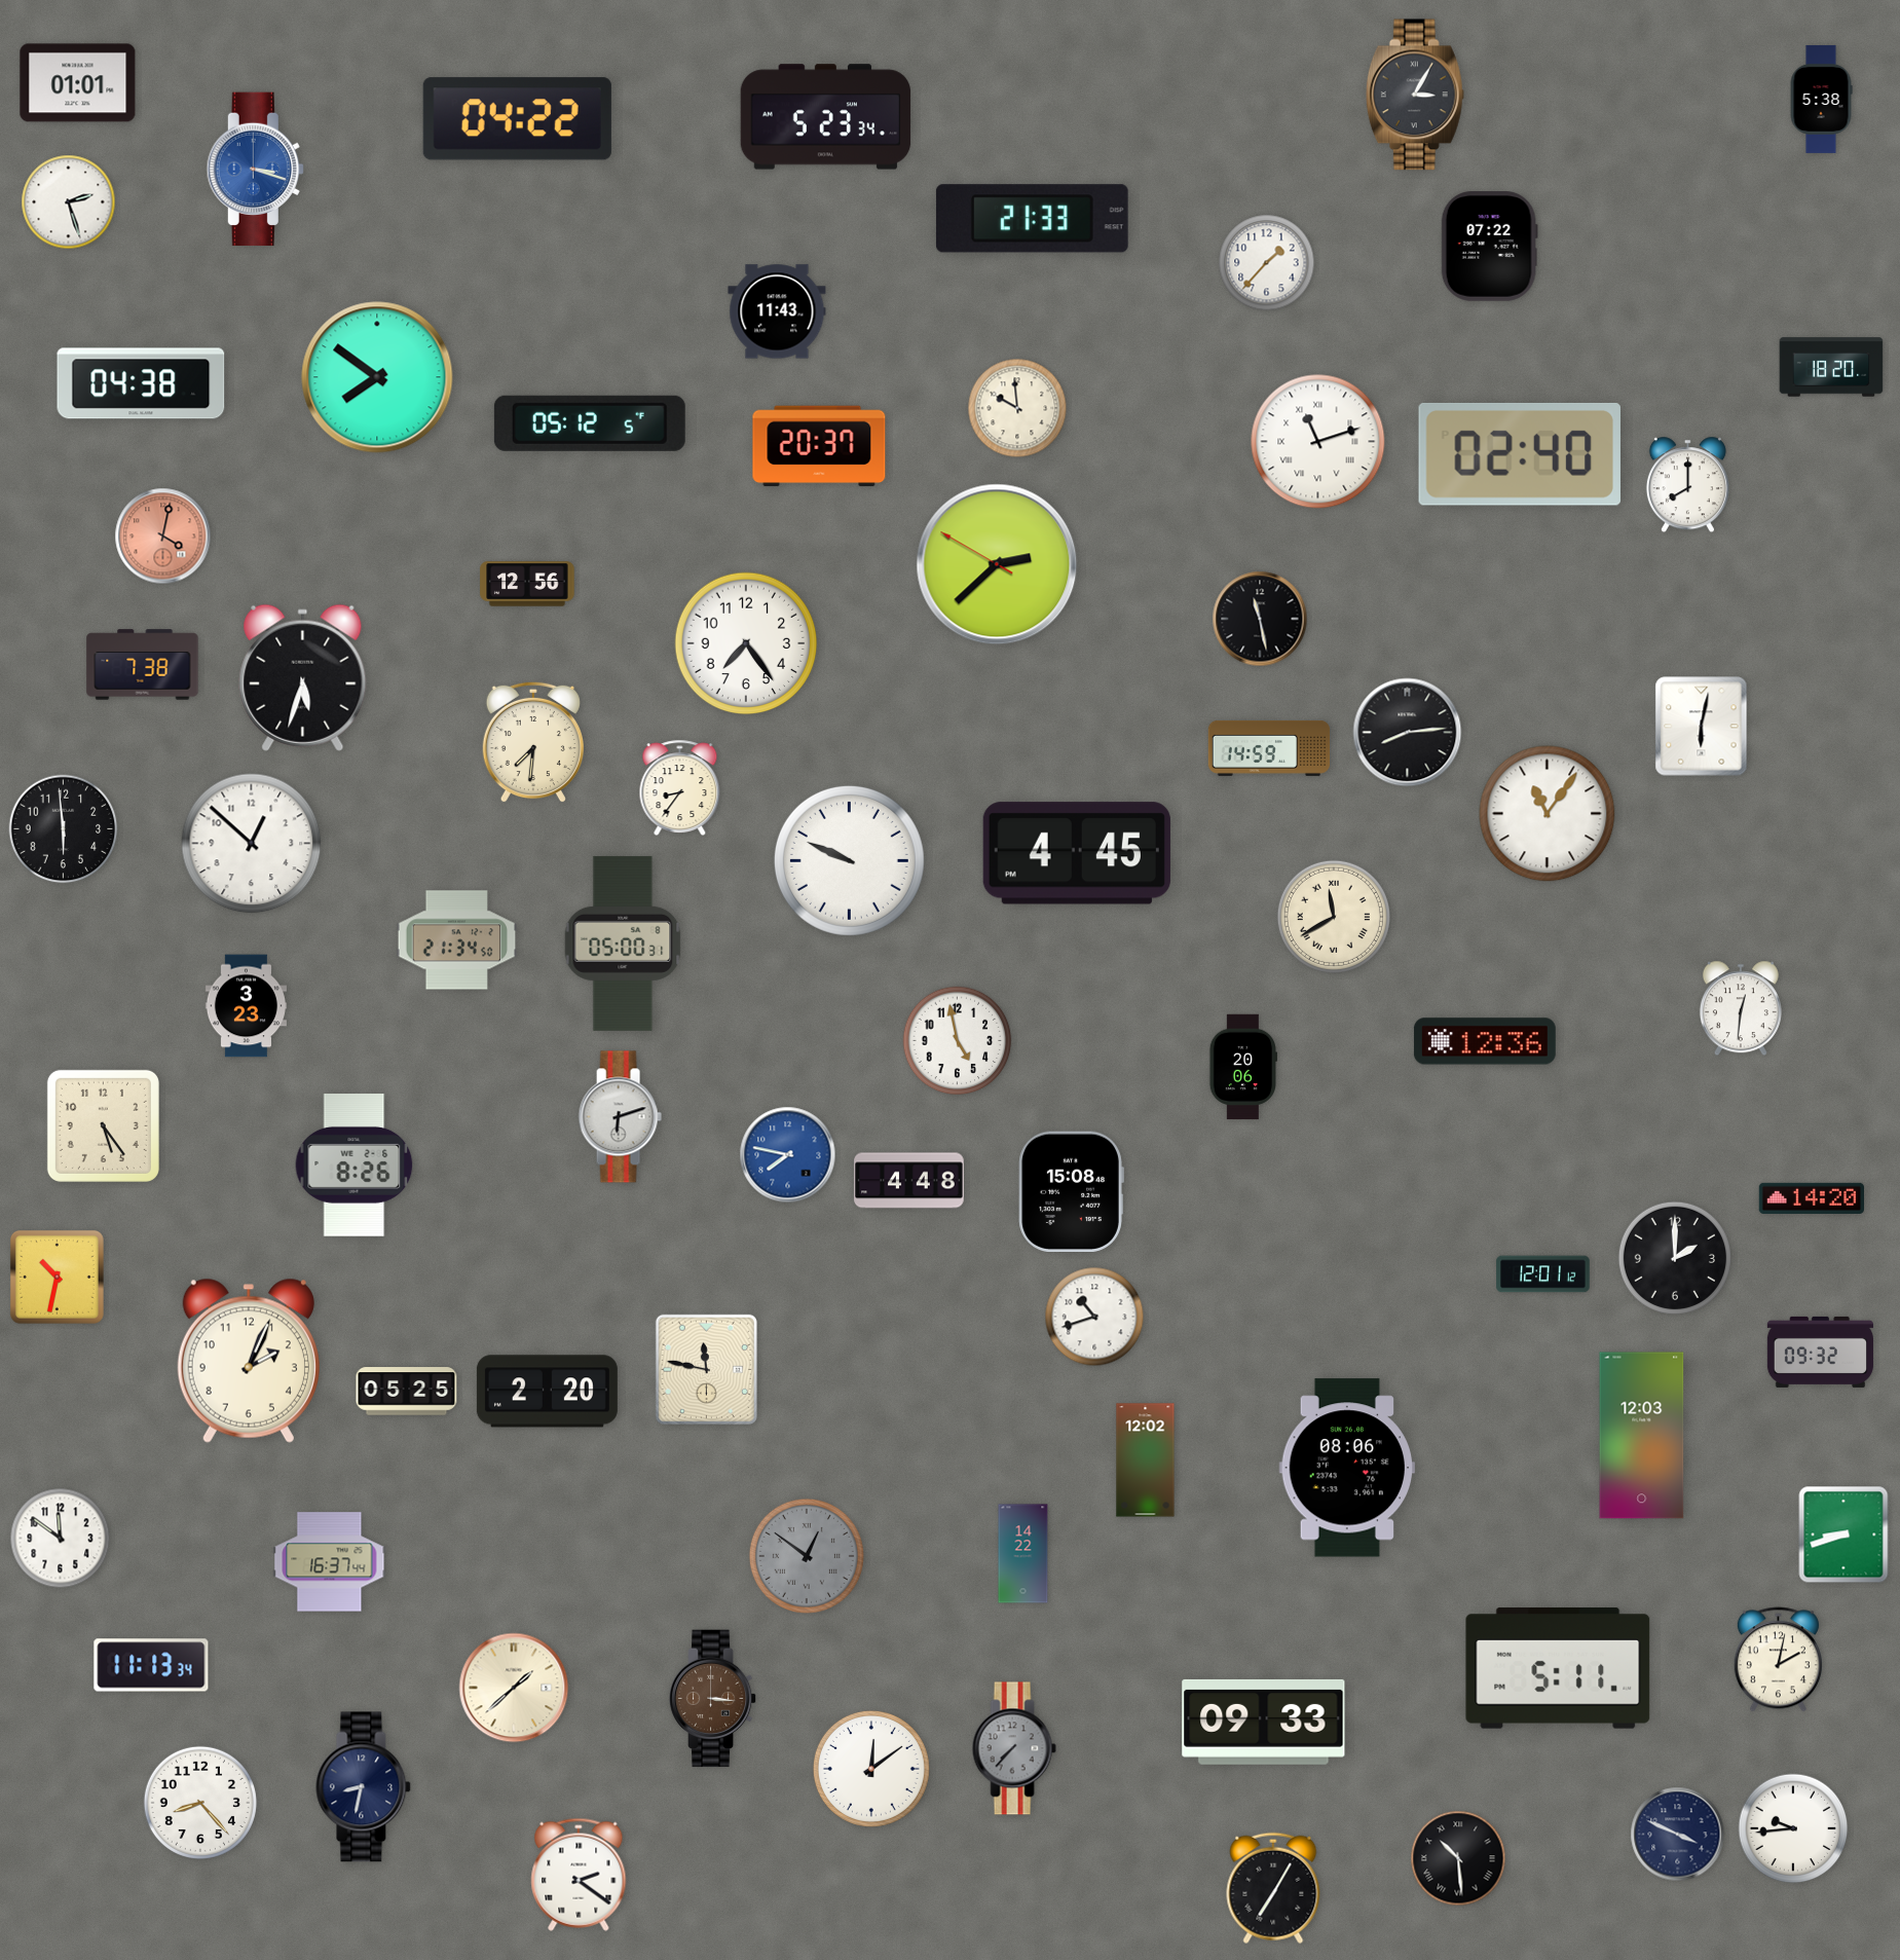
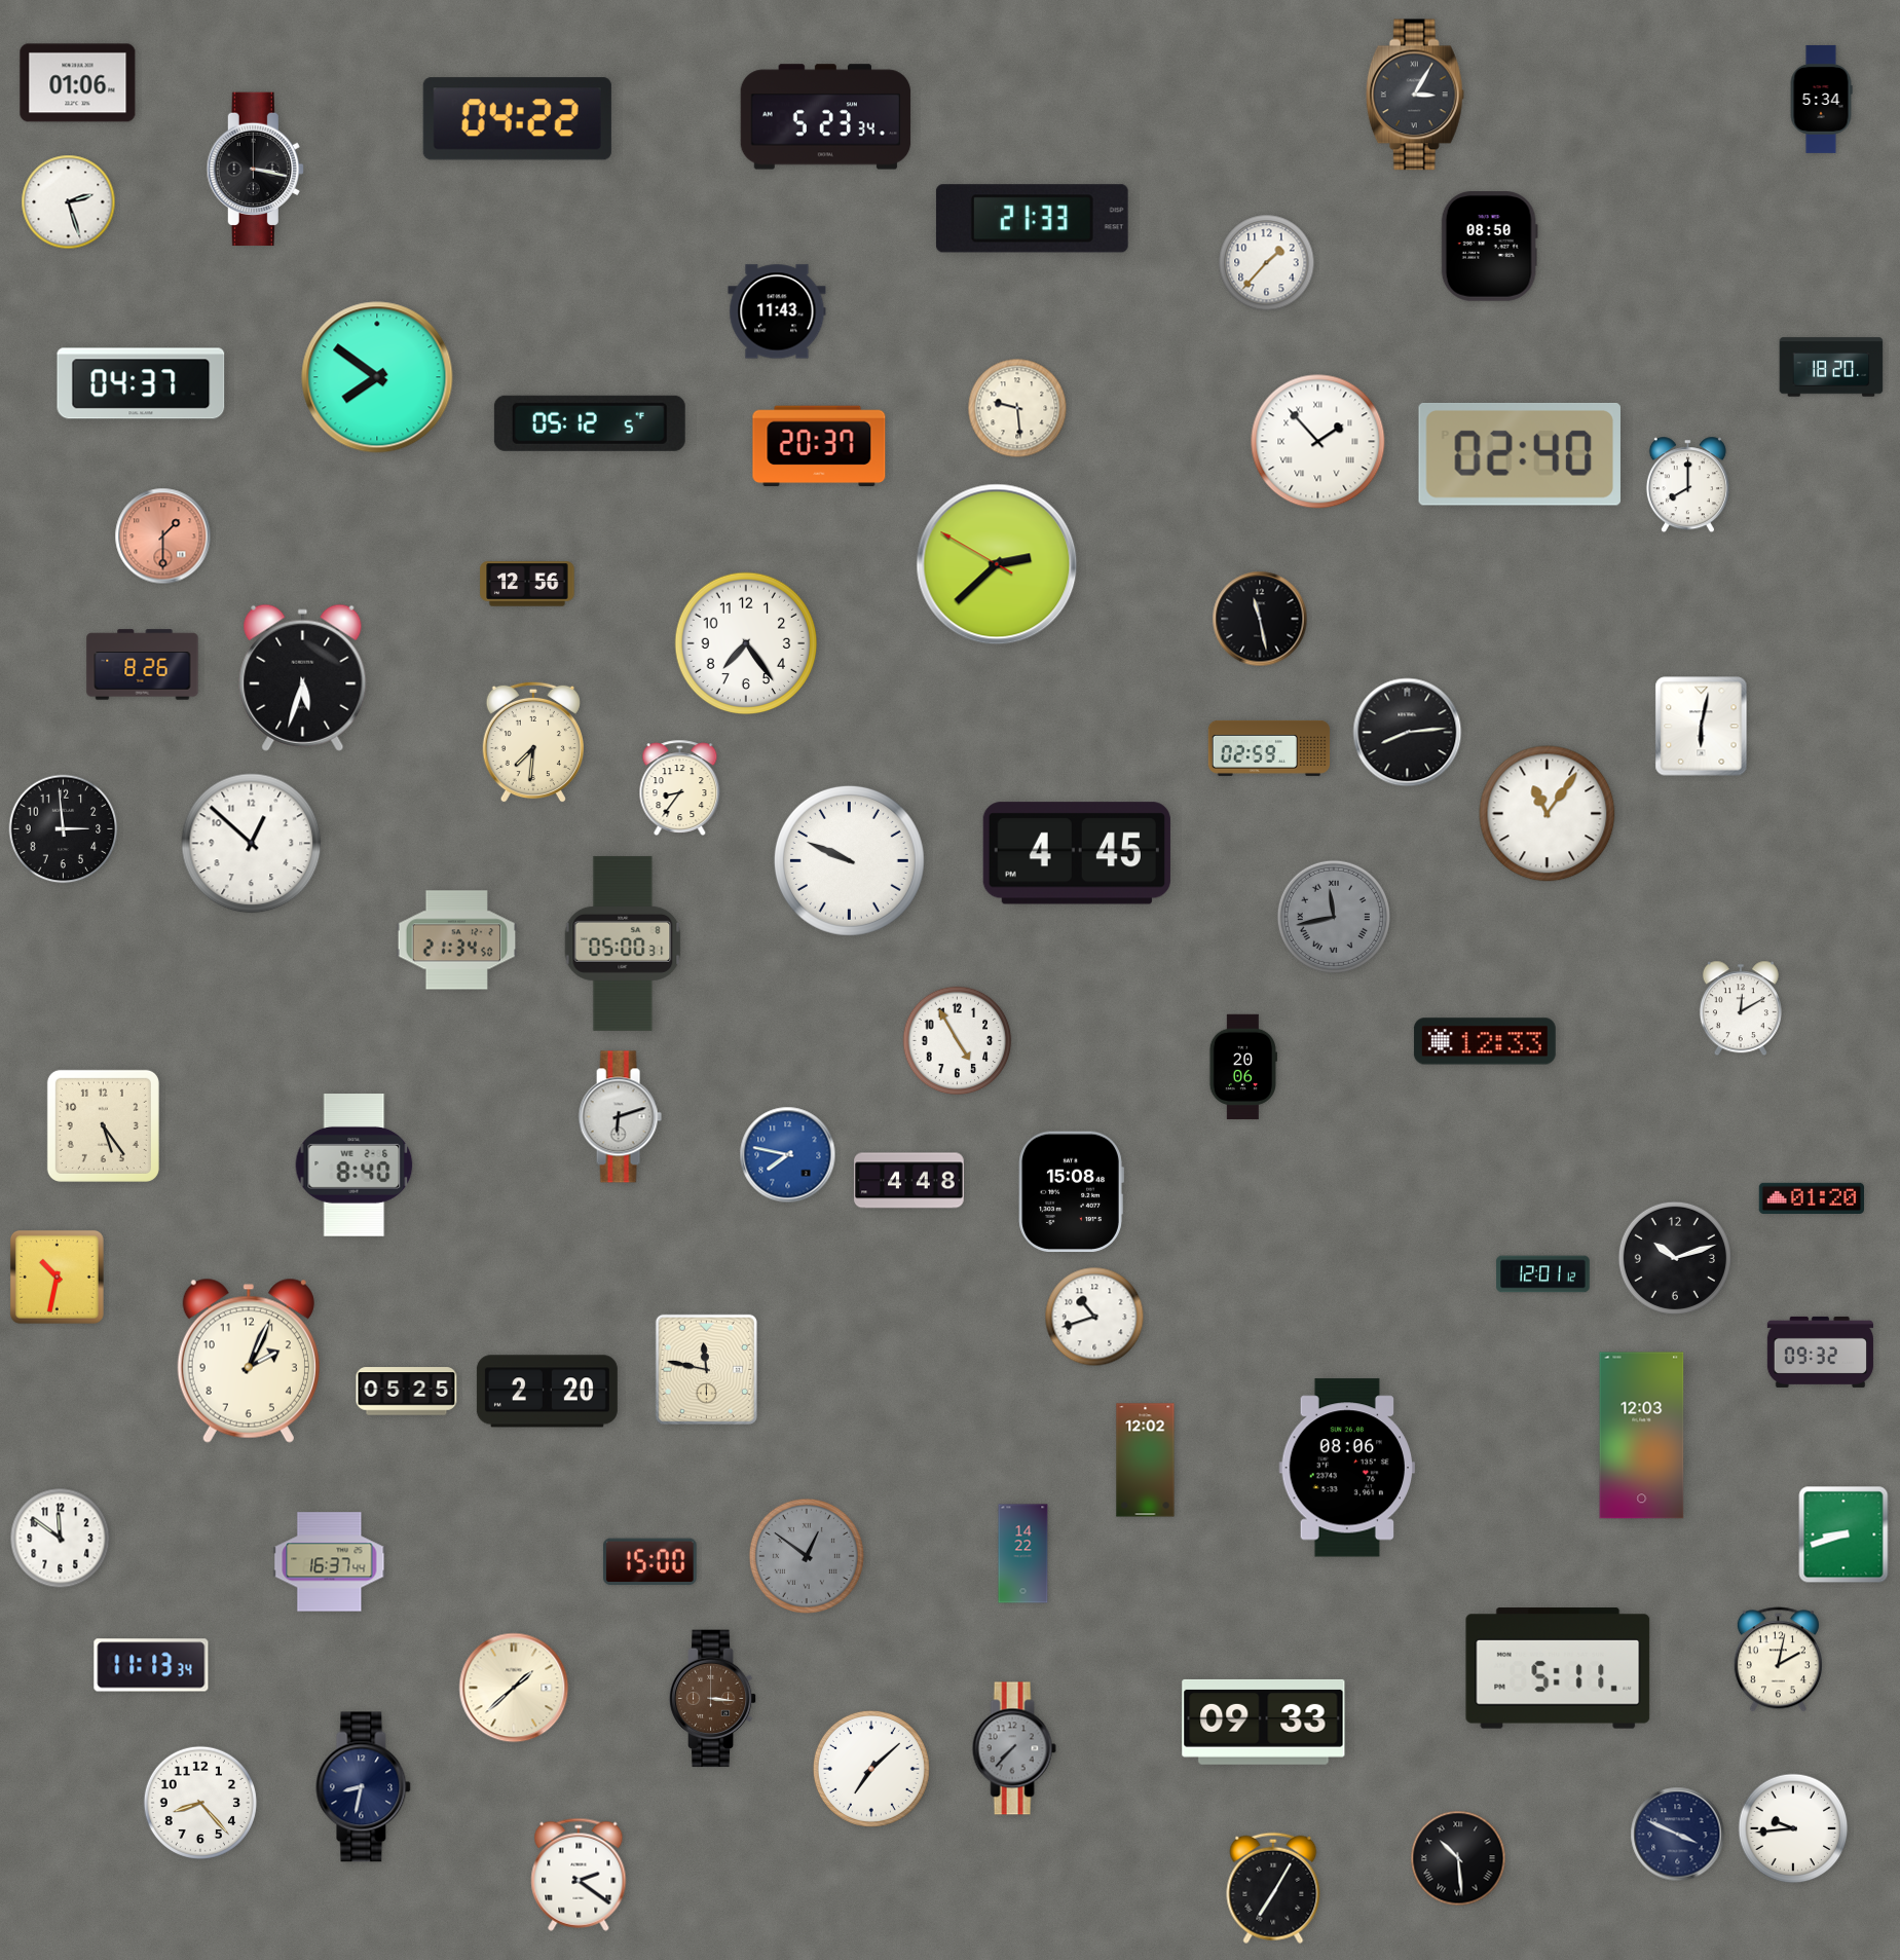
clock at (78, 83): 01:01 -> 01:06
clock at (1821, 99): 5:38 -> 5:34
clock at (255, 170): 3:18 -> 3:17
clock at (255, 170) dial: blue -> black
clock at (1489, 247): 07:22 -> 08:50
clock at (141, 383): 04:38 -> 04:37
clock at (1017, 408): 9:59 -> 9:29
clock at (1318, 442): 11:12 -> 1:53
clock at (163, 537): 4:02 -> 1:30
clock at (143, 665): 7:38 -> 8:26
clock at (1269, 748): 14:59 -> 02:59
clock at (64, 829): 5:59 -> 2:59
clock at (1334, 917): 11:40 -> 11:43
clock at (1334, 917) dial: cream -> grey
clock at (246, 1006): 3:23 -> none
clock at (1741, 1008): 12:31 -> 12:10
clock at (958, 1041): 4:58 -> 4:55
clock at (1485, 1041): 12:36 -> 12:33
clock at (355, 1166): 8:26 -> 8:40
clock at (1812, 1198): 14:20 -> 01:20
clock at (1675, 1258): 2:00 -> 10:12
clock at (649, 1561): none -> 15:00
clock at (871, 1769): 12:09 -> 7:08
